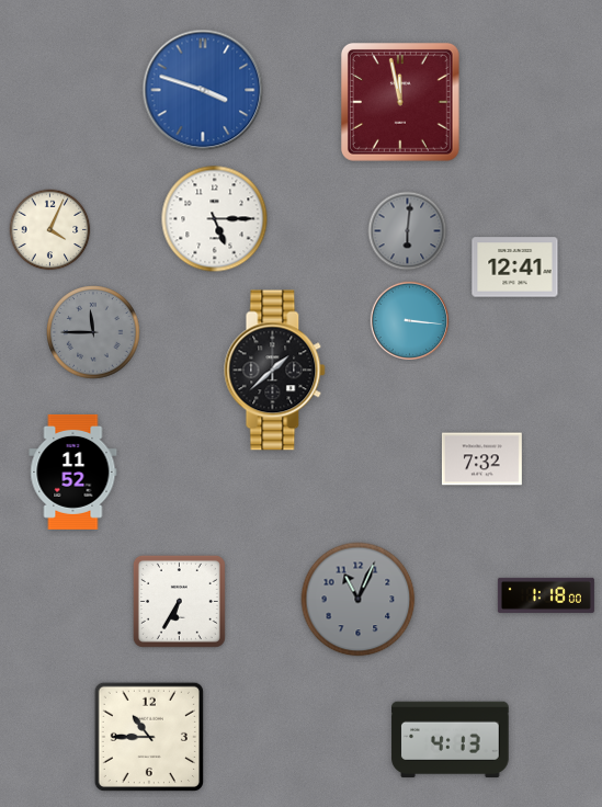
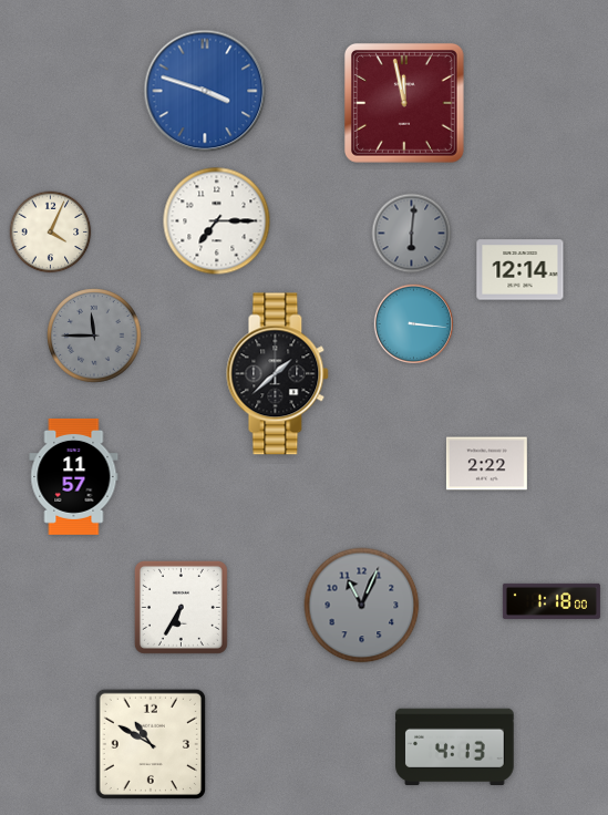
clock at (215, 219): 5:15 -> 7:15
clock at (515, 268): 12:41 -> 12:14
clock at (481, 459): 7:32 -> 2:22
clock at (73, 471): 11:52 -> 11:57
clock at (149, 737): 10:45 -> 10:50
